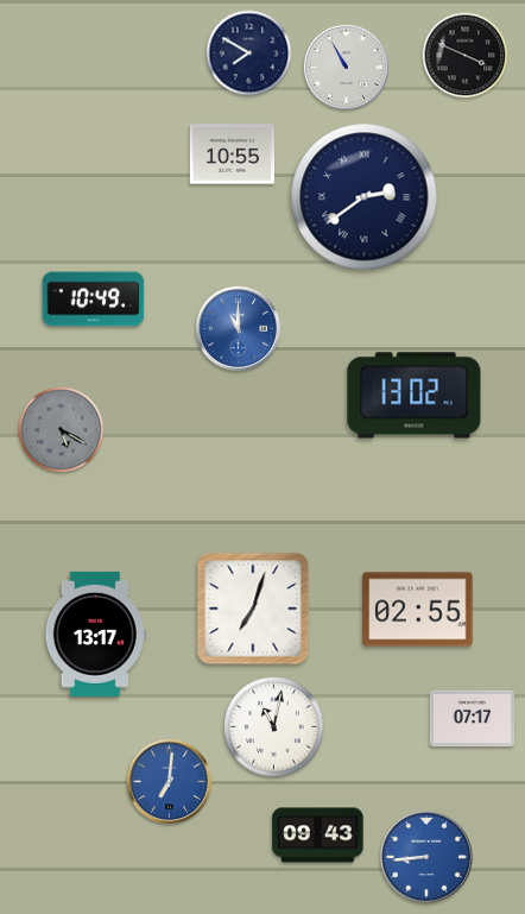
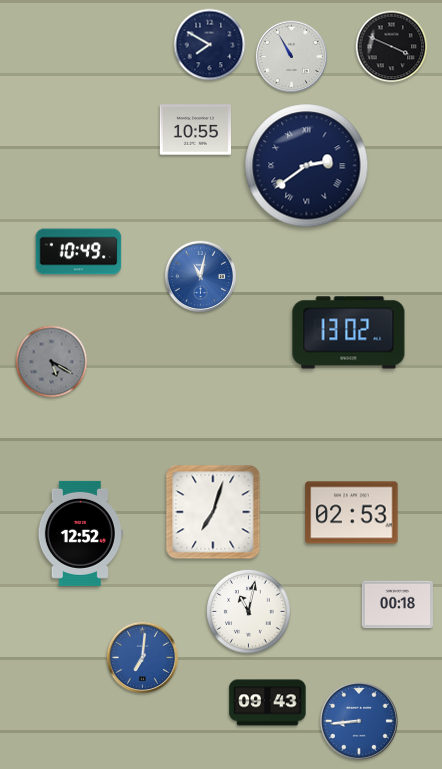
clock at (239, 329): 11:00 -> 11:02
clock at (418, 610): 02:55 -> 02:53
clock at (95, 634): 13:17 -> 12:52
clock at (472, 719): 07:17 -> 00:18
clock at (274, 727) position: (274, 727) -> (249, 612)
